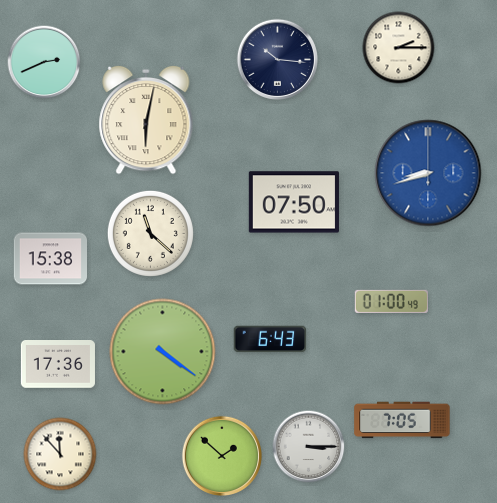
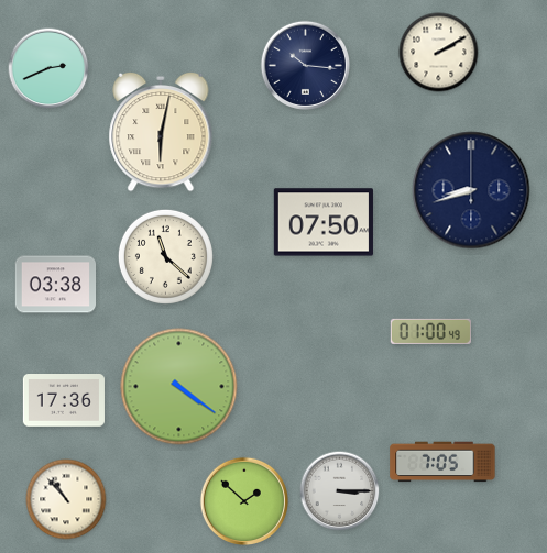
clock at (399, 48): 2:15 -> 2:10
clock at (428, 173) dial: blue -> navy
clock at (51, 259): 15:38 -> 03:38
clock at (270, 339): 6:43 -> none
clock at (60, 454): 11:53 -> 10:53
